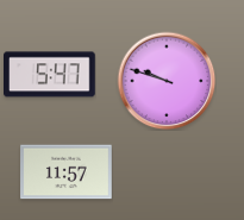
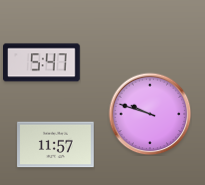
clock at (167, 81) position: (167, 81) -> (150, 114)
